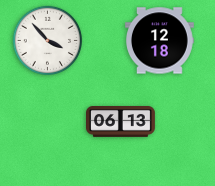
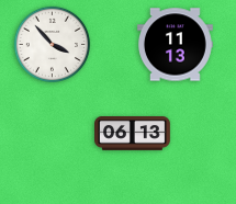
clock at (160, 41): 12:18 -> 11:13
